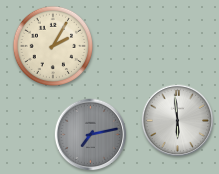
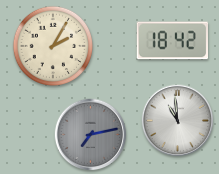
clock at (172, 41): none -> 18:42
clock at (178, 121): 5:59 -> 10:59
